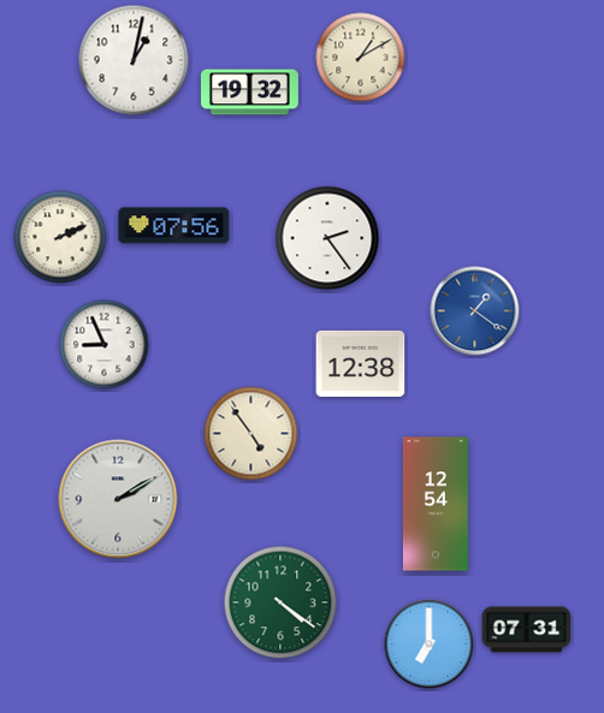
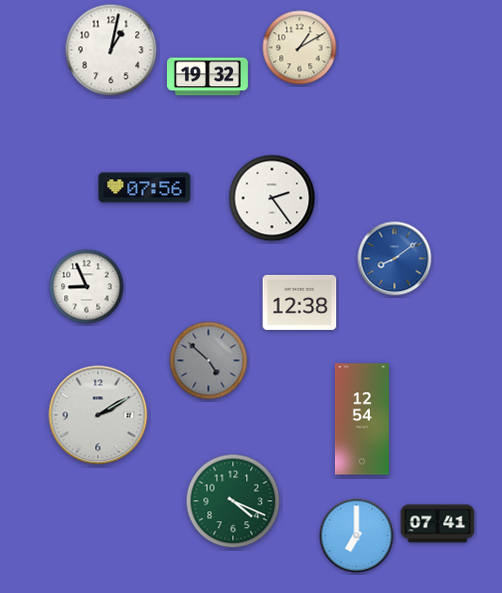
clock at (60, 237): 2:11 -> none
clock at (475, 311): 1:21 -> 8:09
clock at (251, 434): 4:54 -> 4:52
clock at (251, 434) dial: cream -> grey
clock at (280, 602): 4:21 -> 4:19
clock at (527, 630): 07:31 -> 07:41
